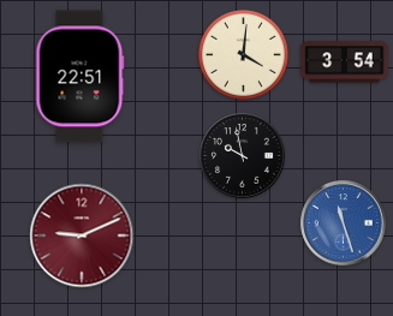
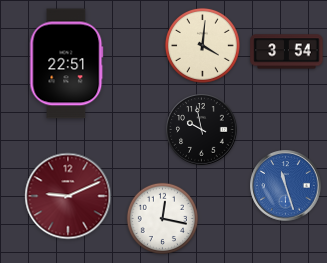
clock at (162, 218): none -> 12:17
